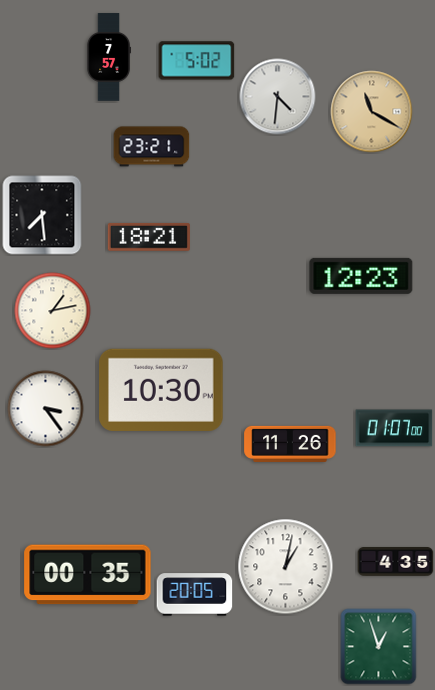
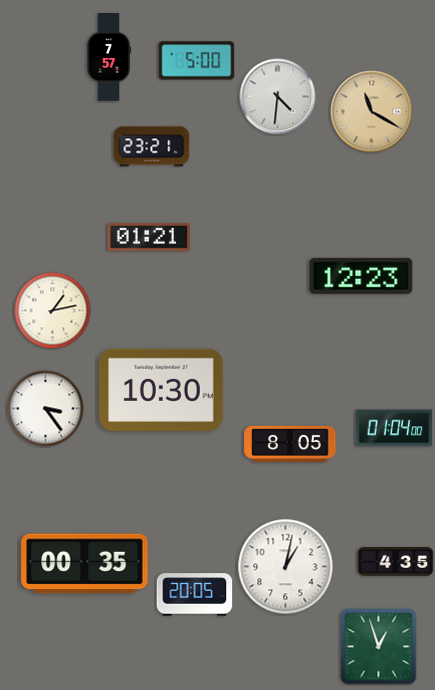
clock at (197, 61): 5:02 -> 5:00
clock at (42, 215): 7:29 -> none
clock at (149, 237): 18:21 -> 01:21
clock at (394, 428): 01:07 -> 01:04
clock at (290, 444): 11:26 -> 8:05
clock at (88, 575) position: (88, 575) -> (85, 564)
